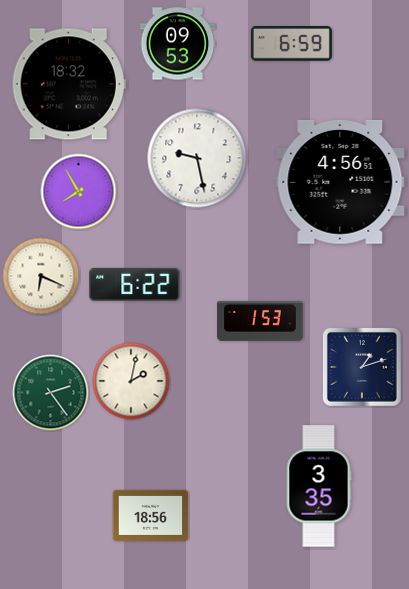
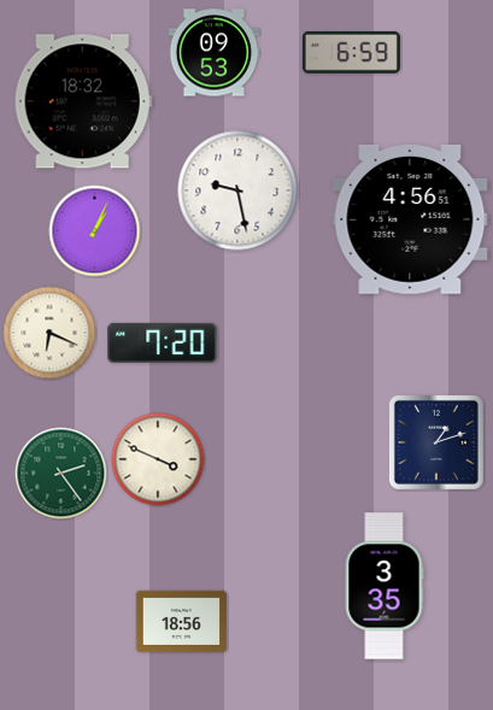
clock at (79, 192): 7:55 -> 1:04
clock at (135, 284): 6:22 -> 7:20
clock at (260, 321): 1:53 -> none
clock at (131, 381): 2:02 -> 3:49
